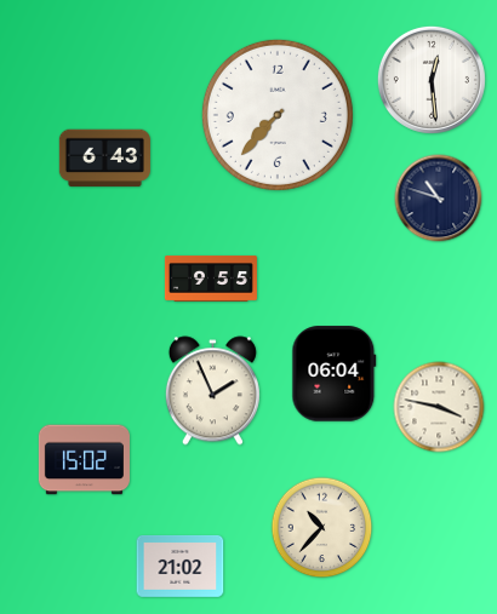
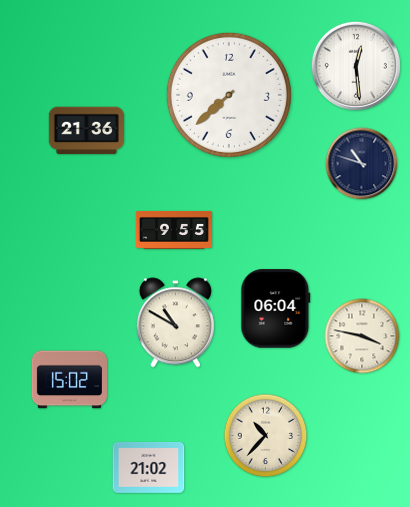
clock at (278, 115): 7:37 -> 7:38
clock at (104, 159): 6:43 -> 21:36
clock at (212, 391): 1:56 -> 10:50
